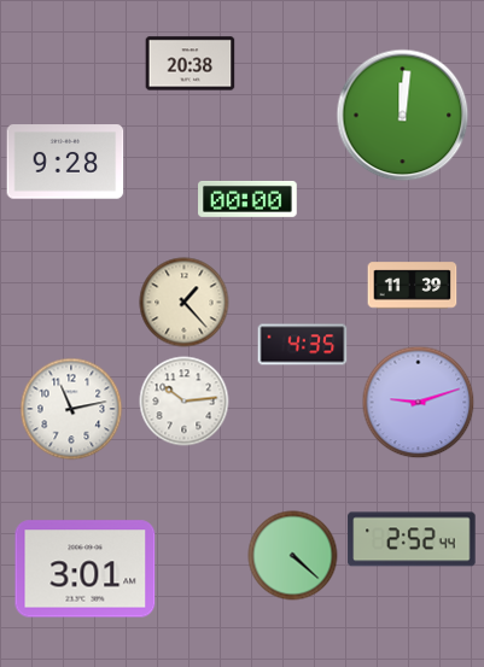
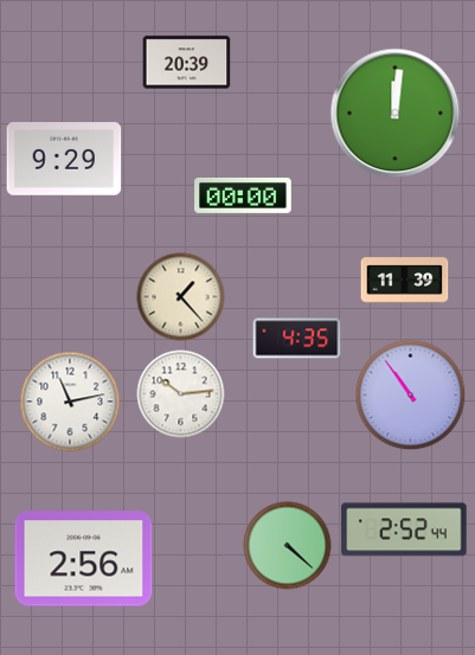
clock at (191, 64): 20:38 -> 20:39
clock at (65, 162): 9:28 -> 9:29
clock at (419, 403): 9:12 -> 10:54
clock at (86, 569): 3:01 -> 2:56
